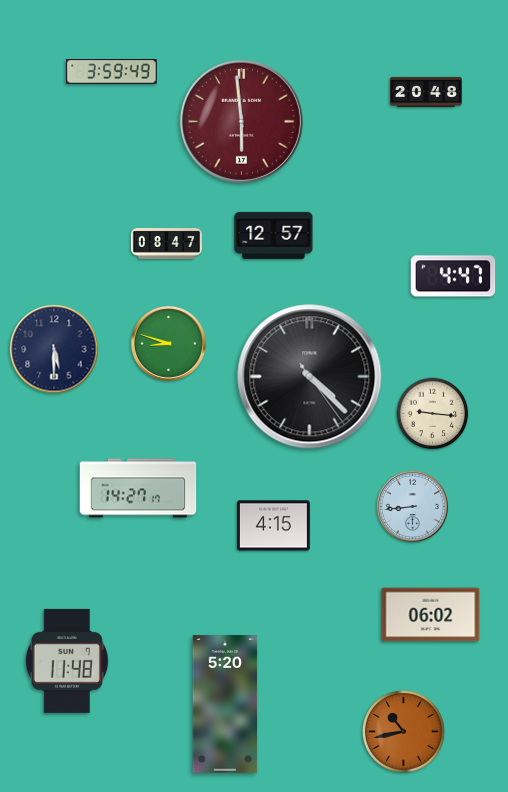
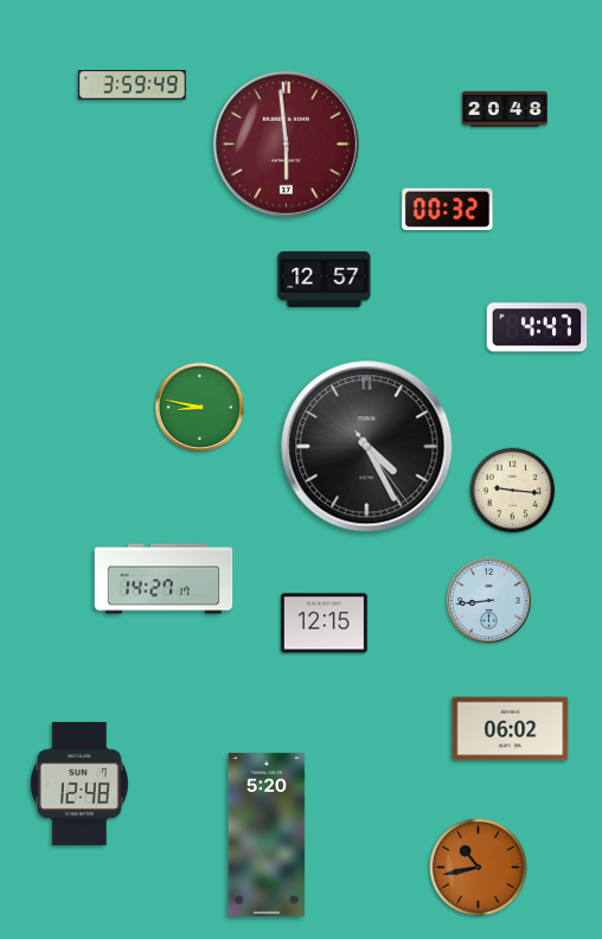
clock at (448, 210): none -> 00:32
clock at (166, 243): 08:47 -> none
clock at (168, 343): 8:48 -> 8:47
clock at (54, 349): 5:30 -> none
clock at (310, 377): 4:22 -> 4:25
clock at (274, 526): 4:15 -> 12:15
clock at (67, 661): 11:48 -> 12:48
